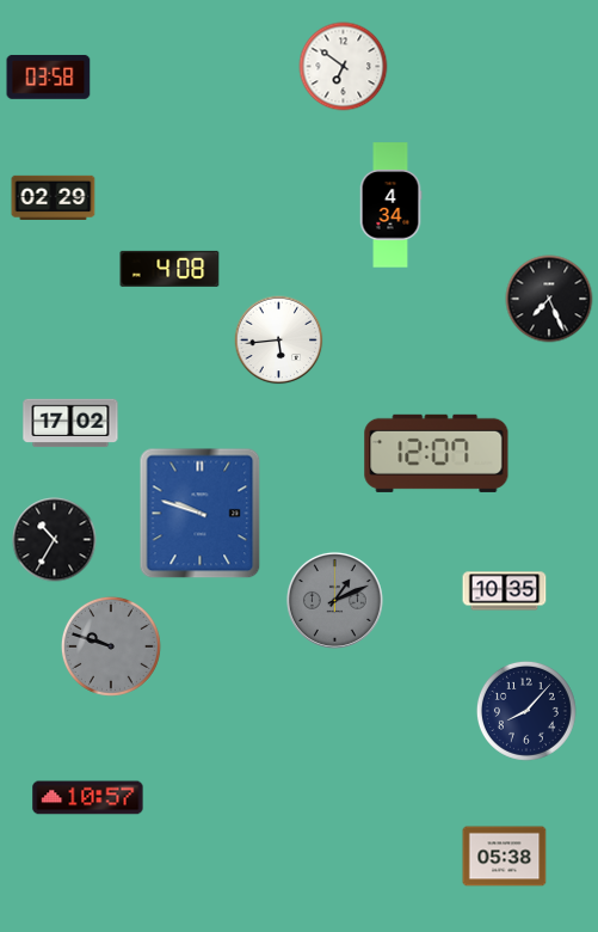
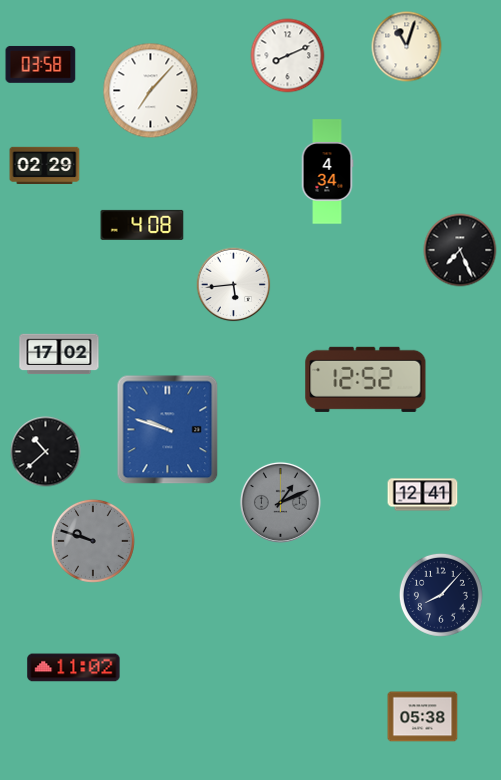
clock at (407, 47): none -> 11:03
clock at (344, 67): 6:51 -> 8:11
clock at (151, 91): none -> 7:07
clock at (437, 453): 12:07 -> 12:52
clock at (55, 540): 10:35 -> 10:38
clock at (505, 591): 10:35 -> 12:41
clock at (88, 798): 10:57 -> 11:02
